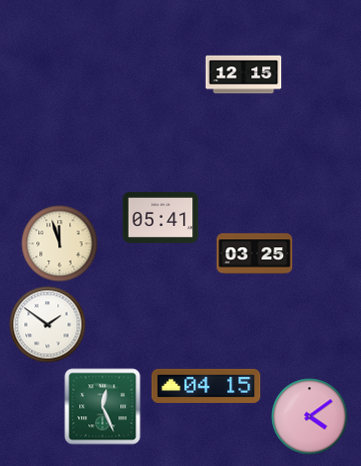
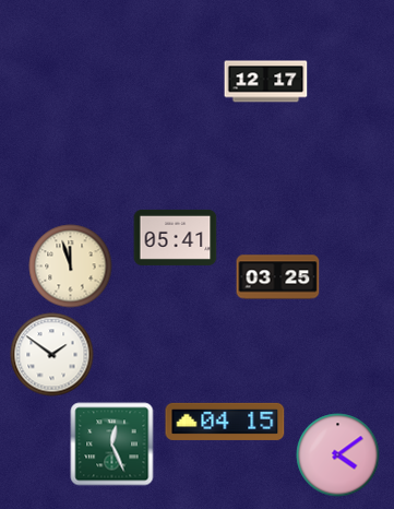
clock at (244, 75): 12:15 -> 12:17
clock at (60, 244) position: (60, 244) -> (71, 267)
